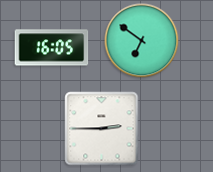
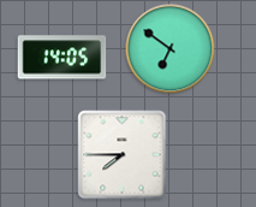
clock at (52, 48): 16:05 -> 14:05
clock at (102, 129): 2:45 -> 7:45
